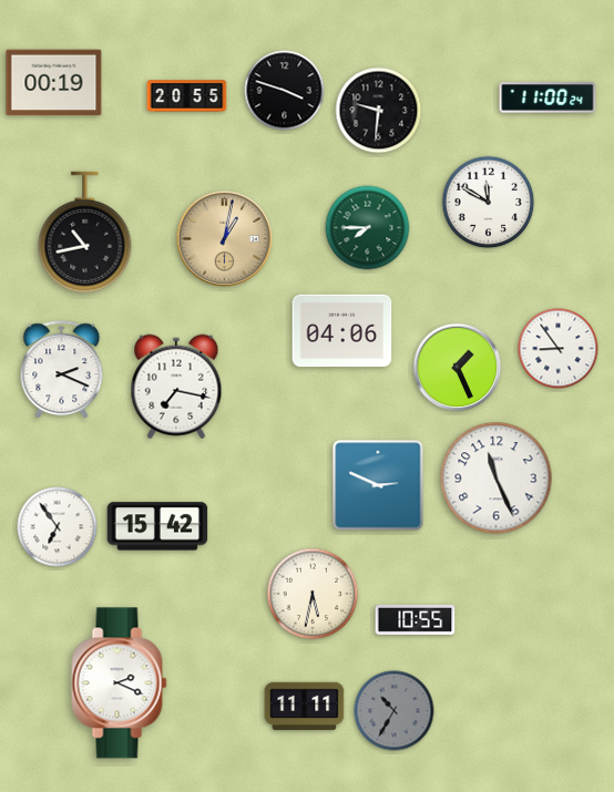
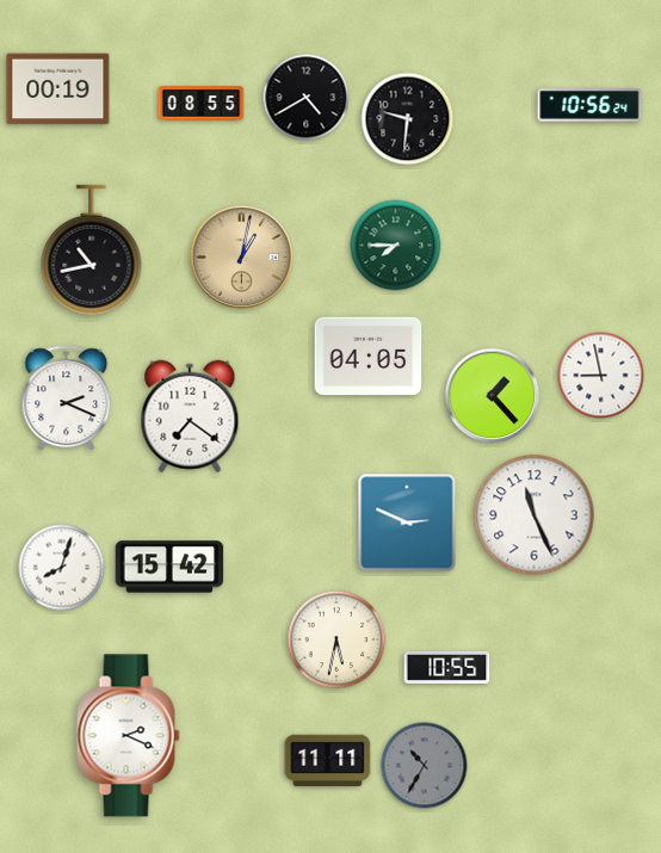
clock at (285, 91): 3:48 -> 4:40
clock at (187, 96): 20:55 -> 08:55
clock at (548, 99): 11:00 -> 10:56
clock at (489, 203): 11:50 -> none
clock at (342, 331): 04:06 -> 04:05
clock at (559, 349): 8:54 -> 8:58
clock at (458, 368): 1:26 -> 1:23
clock at (176, 387): 7:17 -> 7:21
clock at (58, 527): 6:54 -> 8:03
